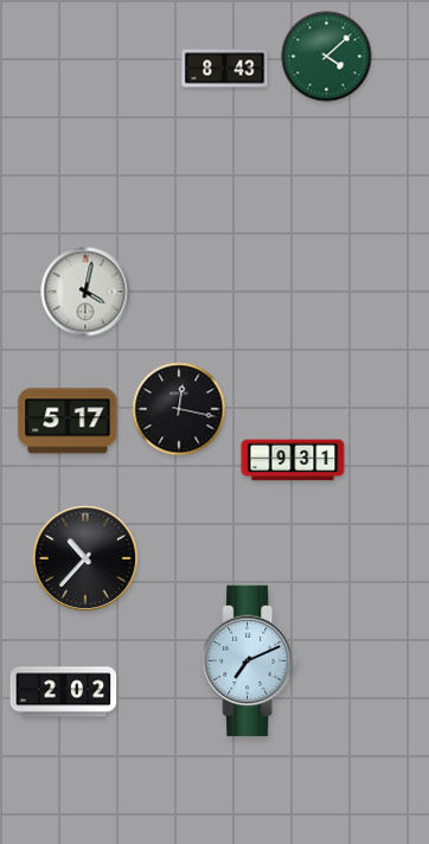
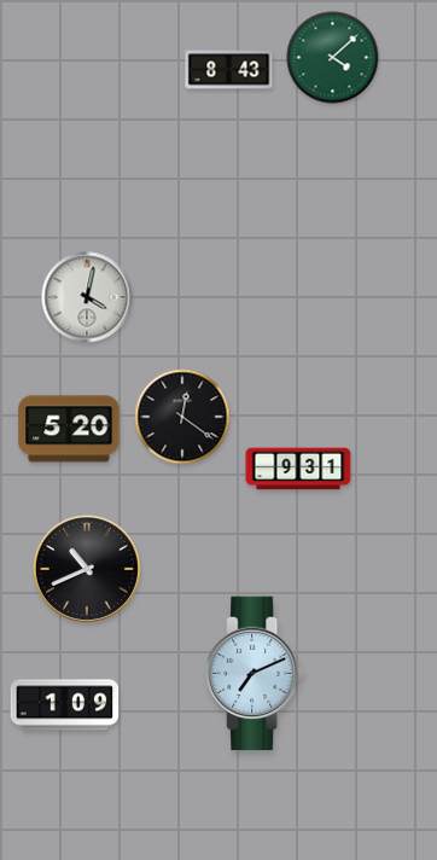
clock at (179, 409): 12:17 -> 12:21
clock at (68, 421): 5:17 -> 5:20
clock at (85, 558): 10:37 -> 10:41
clock at (64, 692): 2:02 -> 1:09
